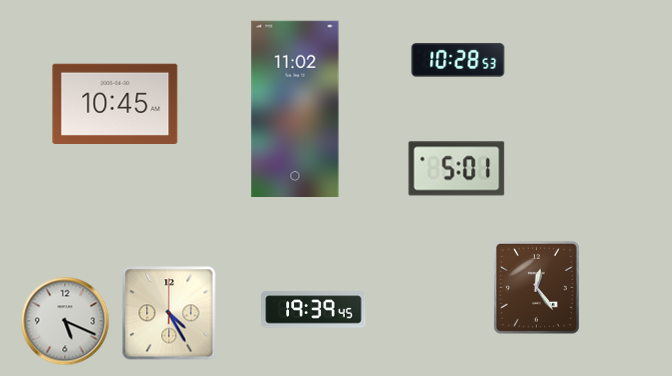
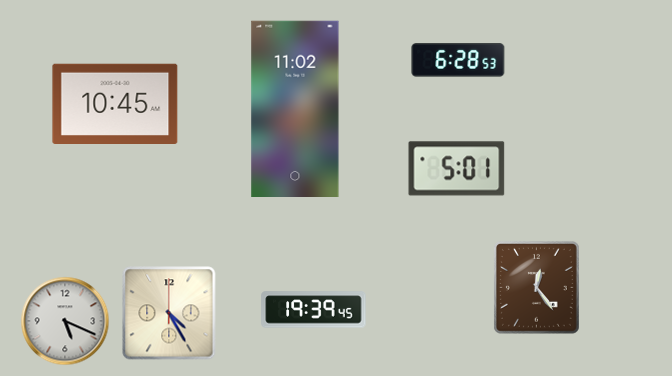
clock at (458, 61): 10:28 -> 6:28
